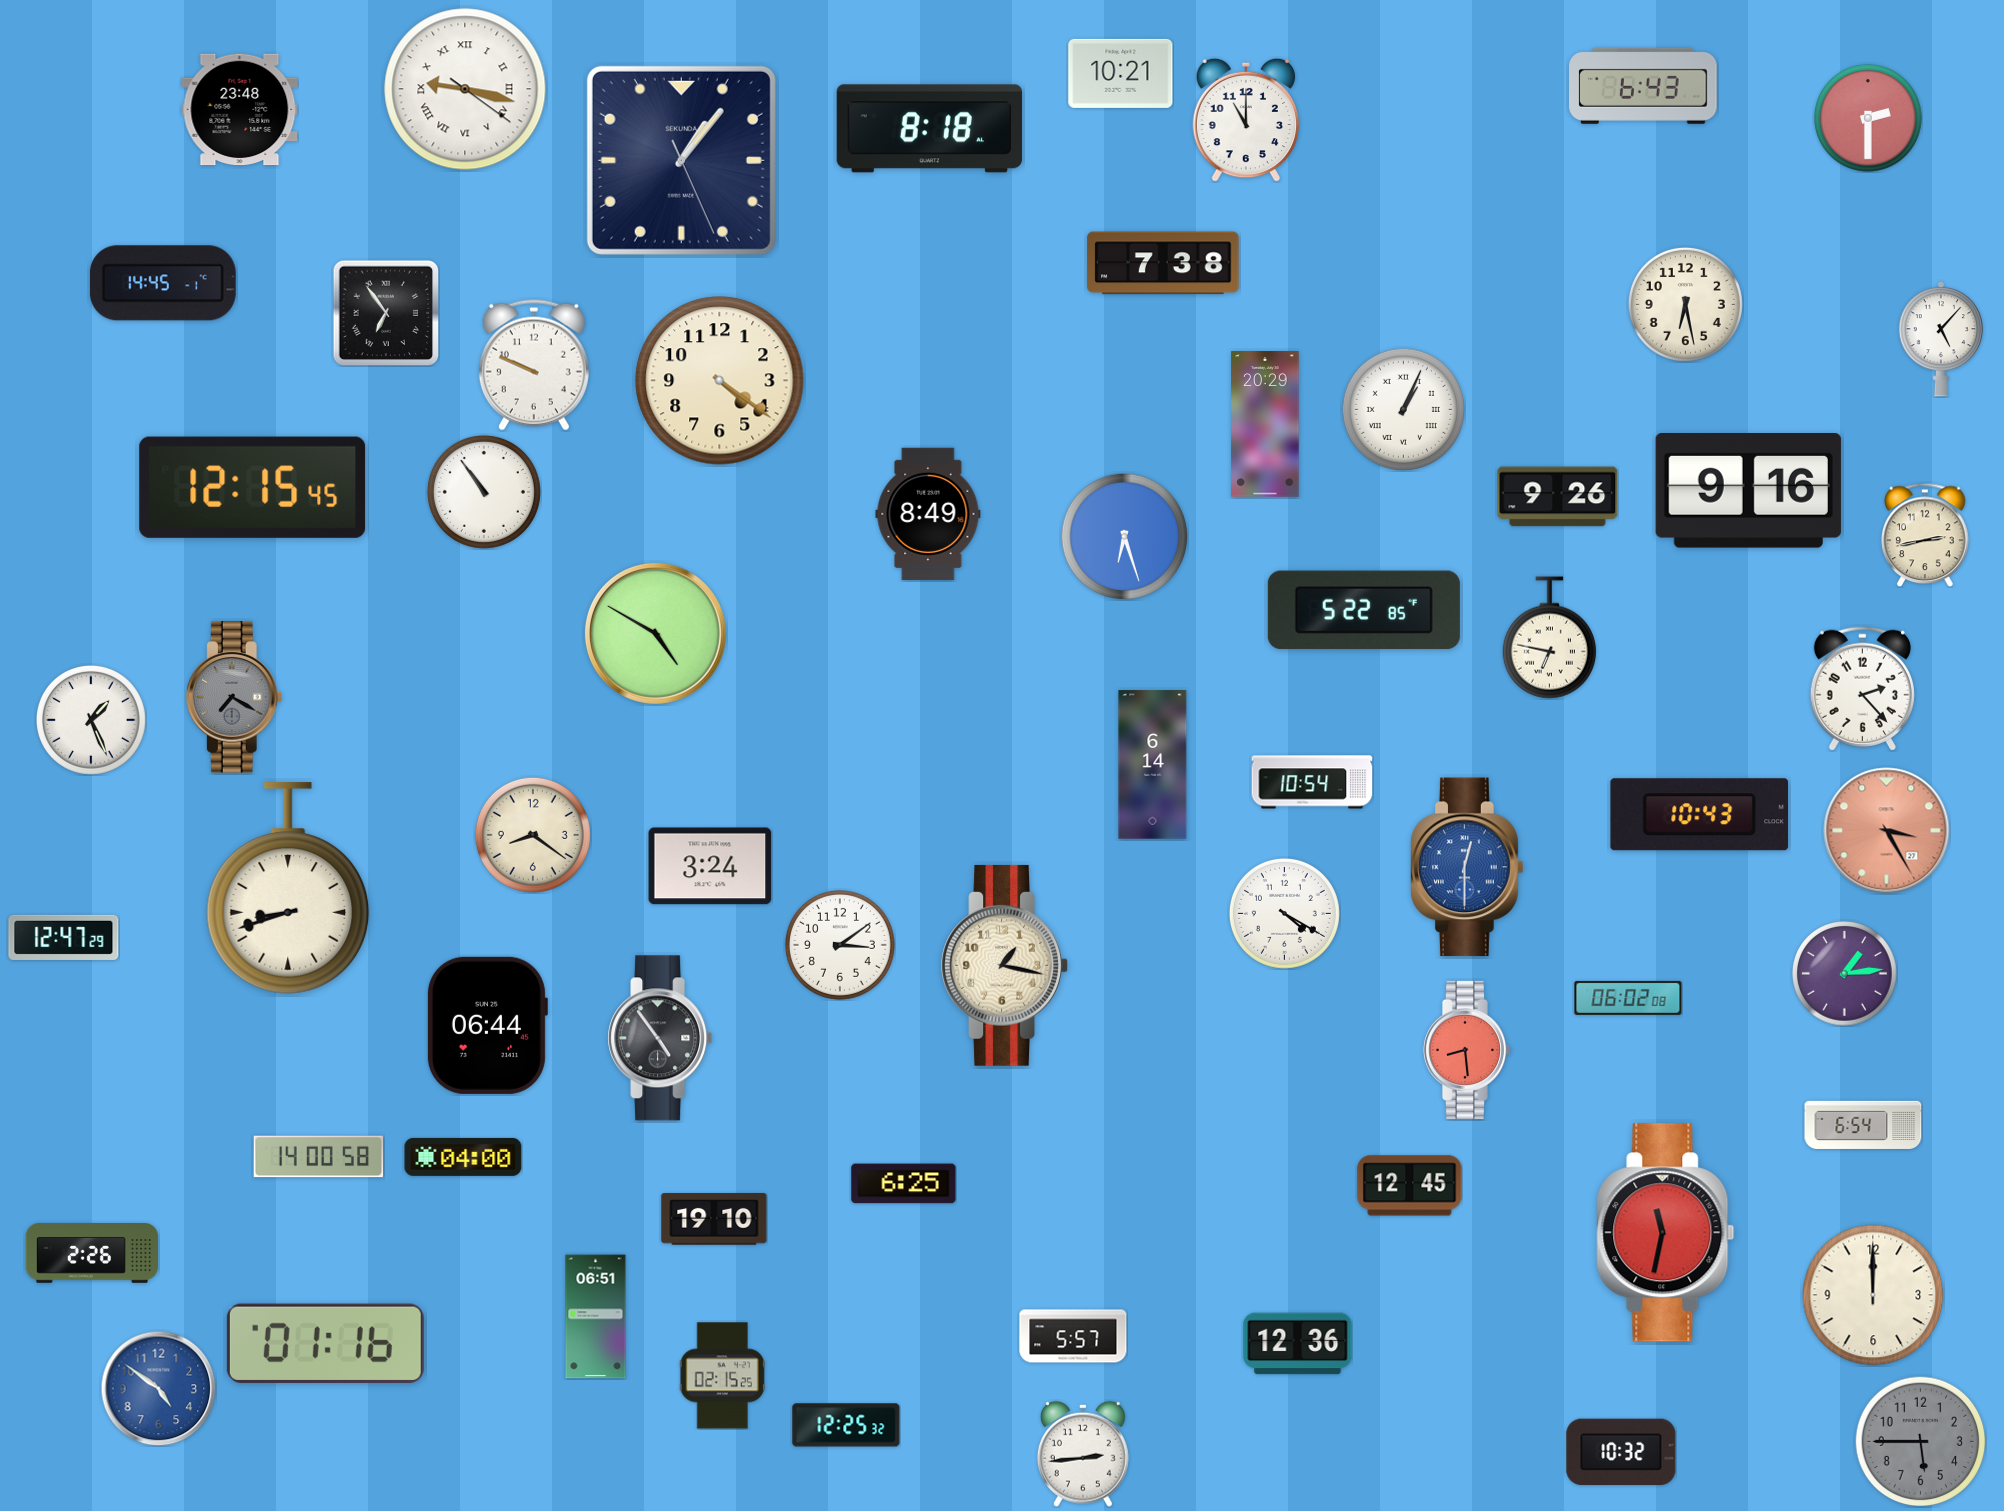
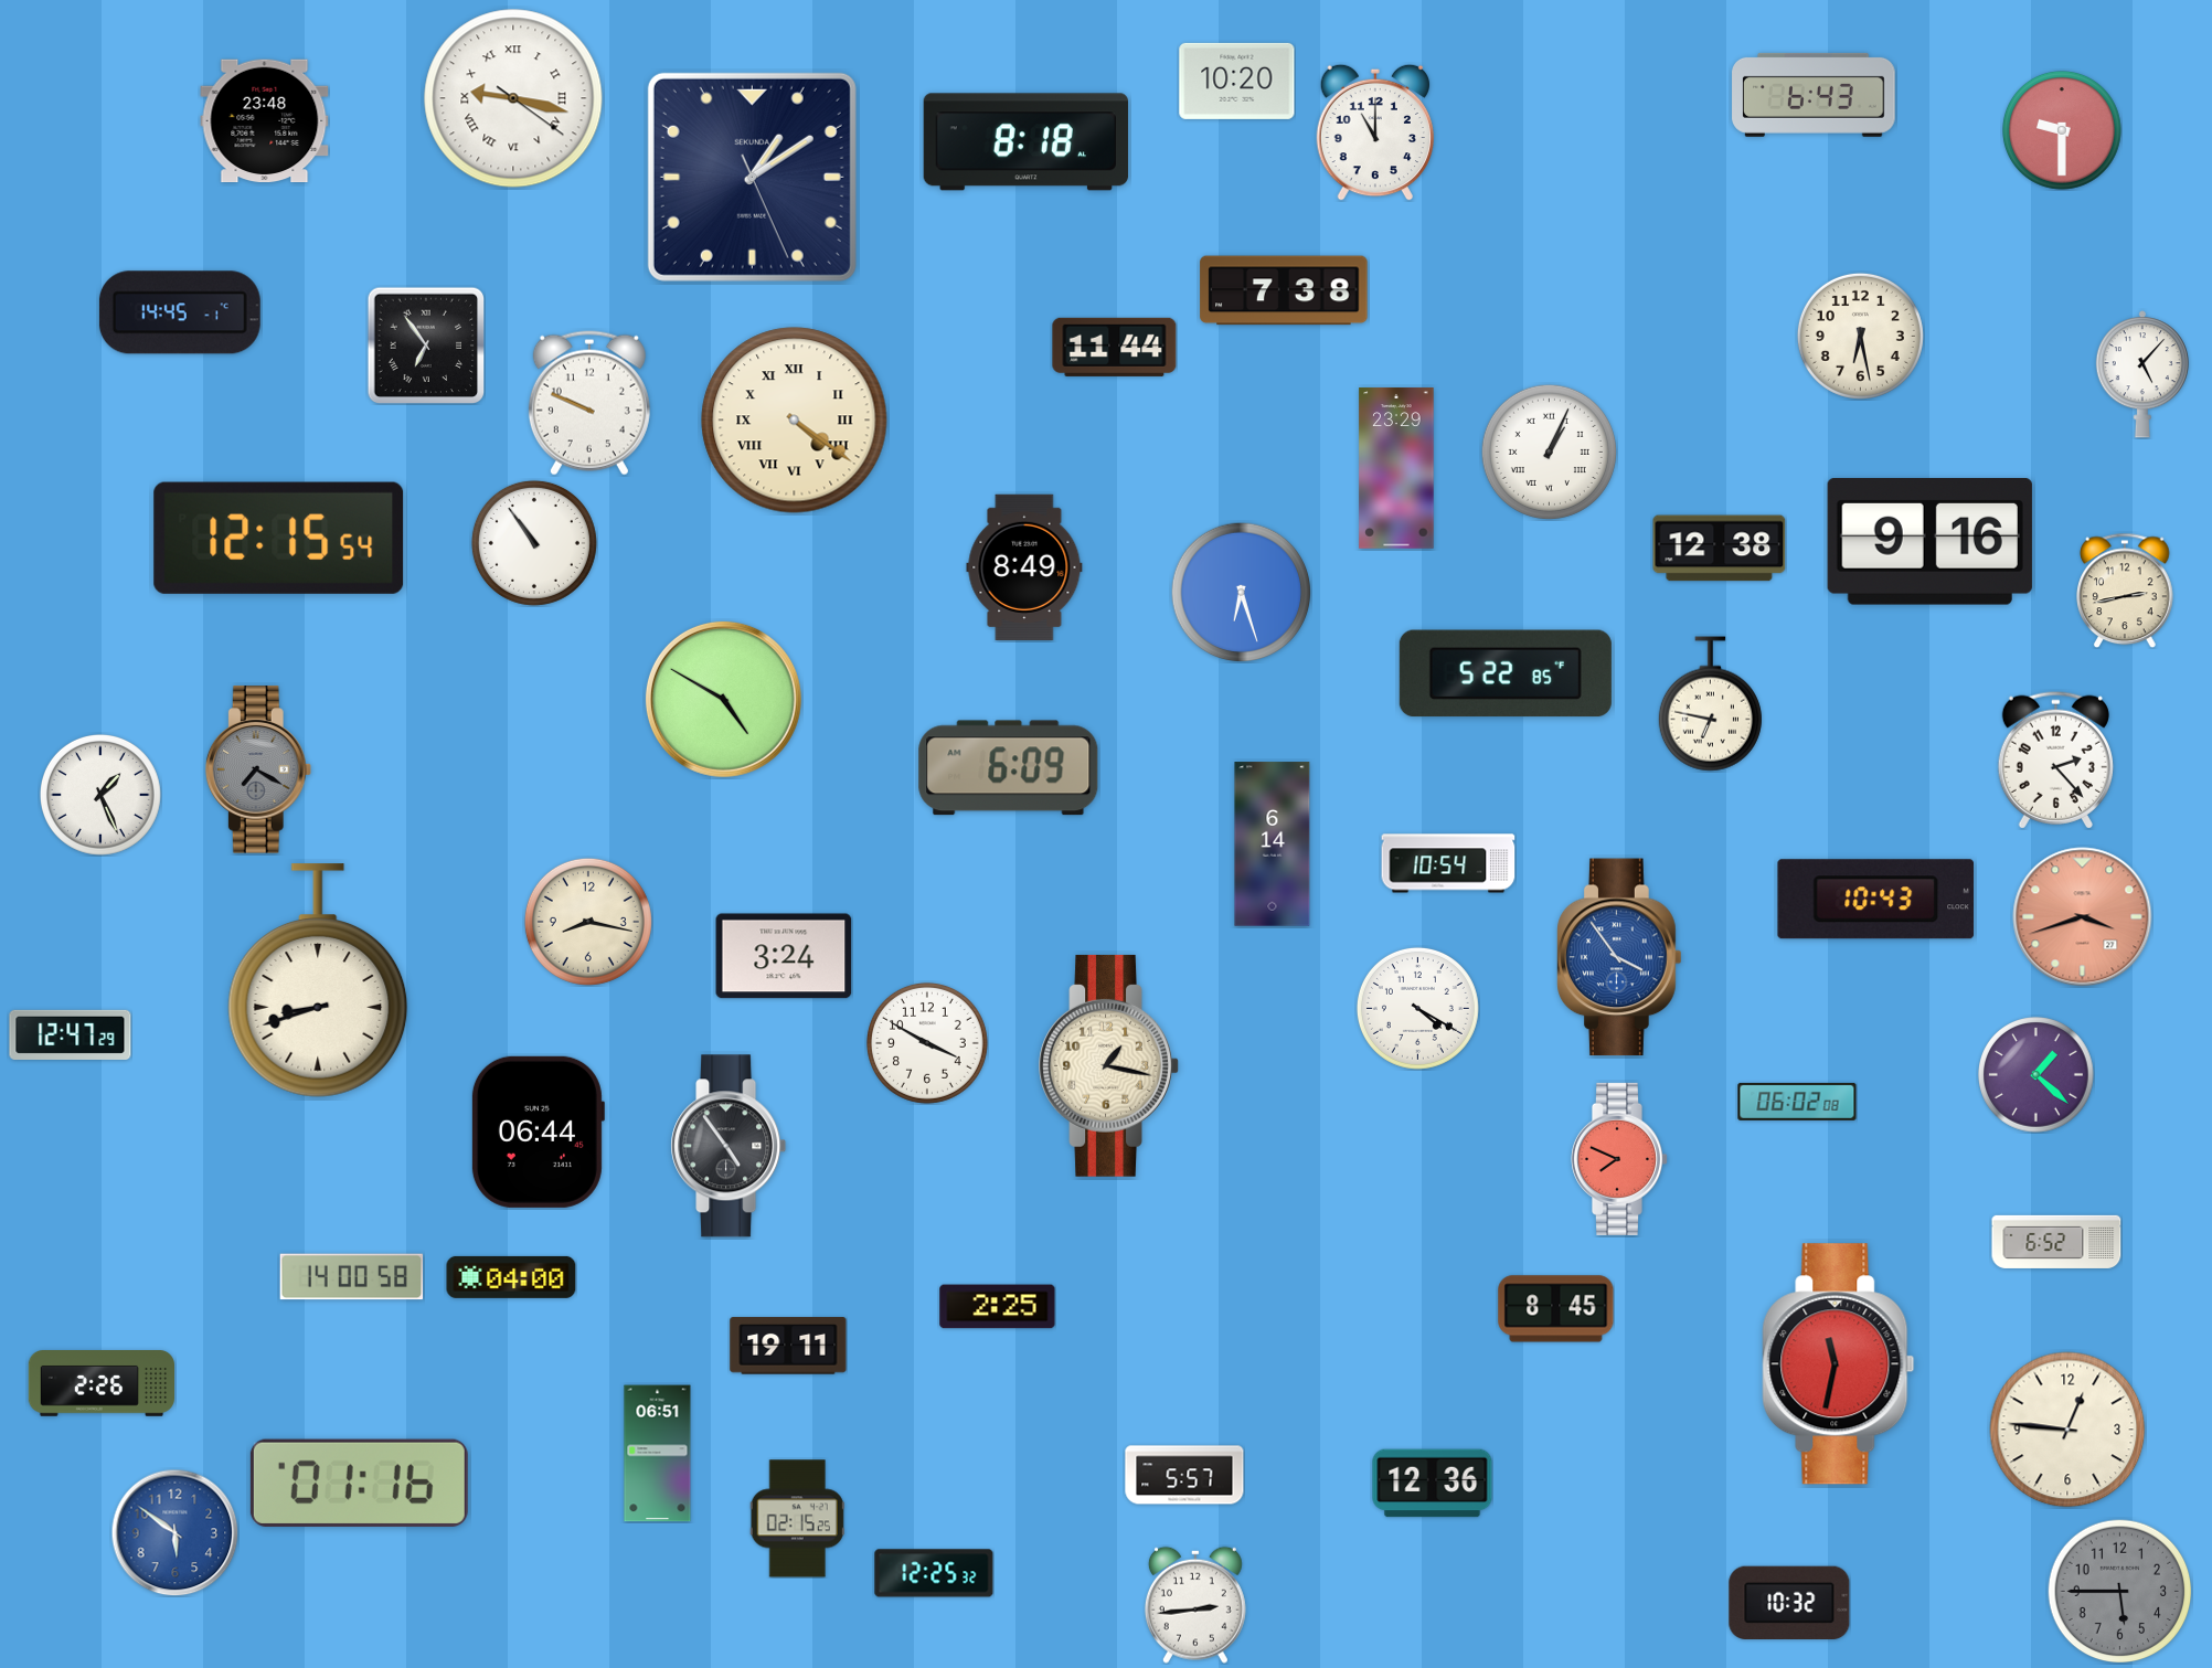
clock at (1121, 73): 10:21 -> 10:20
clock at (1869, 119): 2:30 -> 9:30
clock at (681, 160): 1:06 -> 1:09
clock at (1115, 347): none -> 11:44
clock at (720, 381) numerals: Arabic -> Roman
clock at (1265, 424): 20:29 -> 23:29
clock at (253, 487): 12:15:45 -> 12:15:54
clock at (1558, 497): 9:26 -> 12:38
clock at (1009, 768): none -> 6:09
clock at (1887, 831): 3:25 -> 3:42
clock at (533, 835): 8:21 -> 8:17
clock at (1467, 867): 12:30 -> 3:54
clock at (840, 945): 3:09 -> 3:50
clock at (1845, 974): 1:14 -> 1:22
clock at (1467, 1050): 8:29 -> 7:49
clock at (1863, 1125): 6:54 -> 6:52
clock at (904, 1184): 6:25 -> 2:25
clock at (1410, 1186): 12:45 -> 8:45
clock at (714, 1219): 19:10 -> 19:11
clock at (1666, 1233) position: (1666, 1233) -> (1839, 1364)
clock at (1873, 1295): 12:00 -> 12:46
clock at (158, 1388): 4:51 -> 5:51
